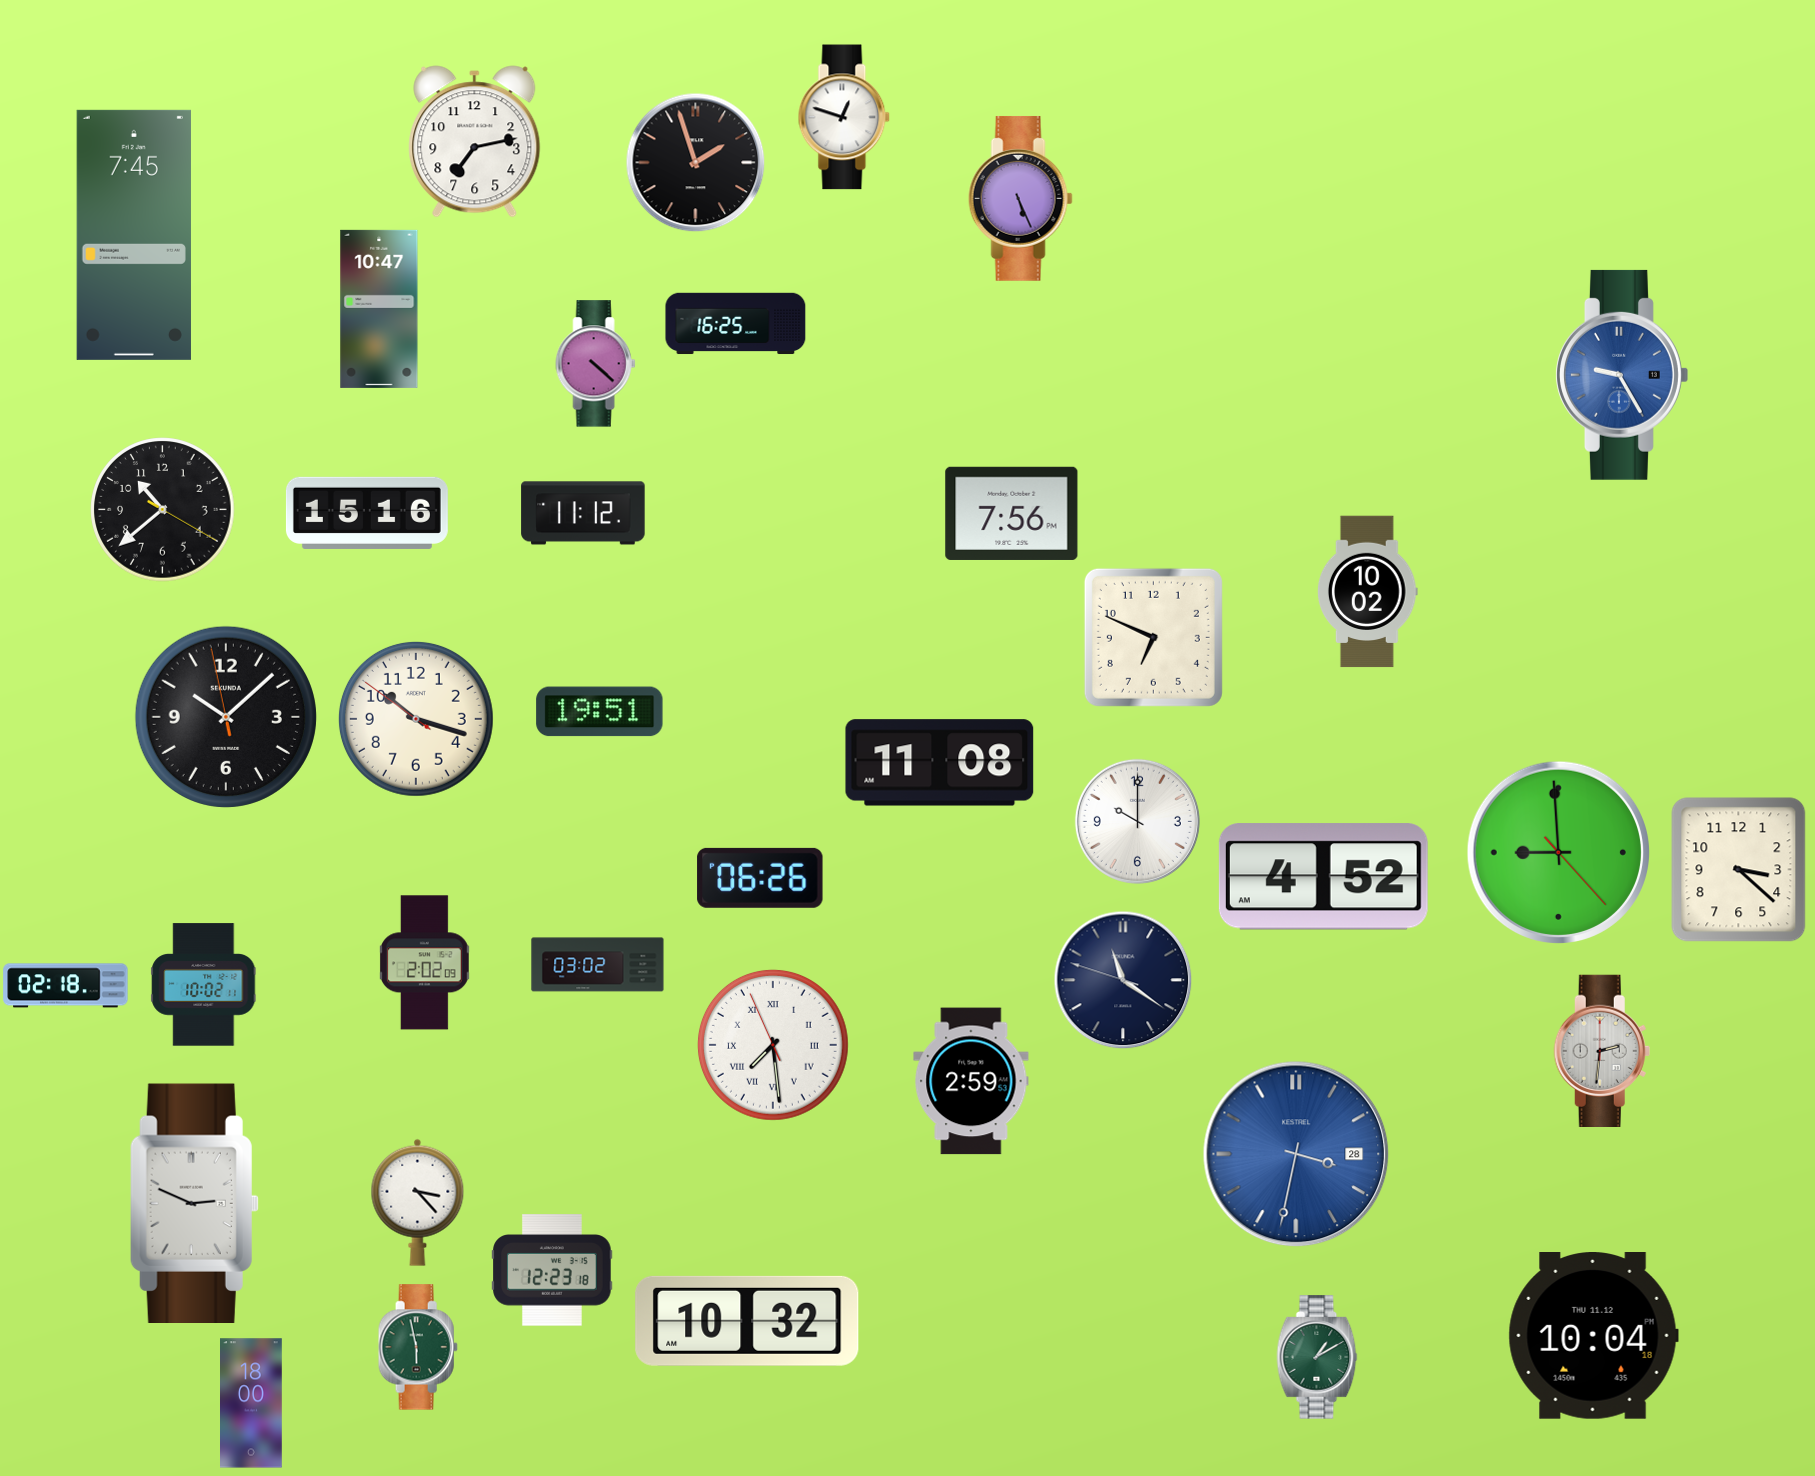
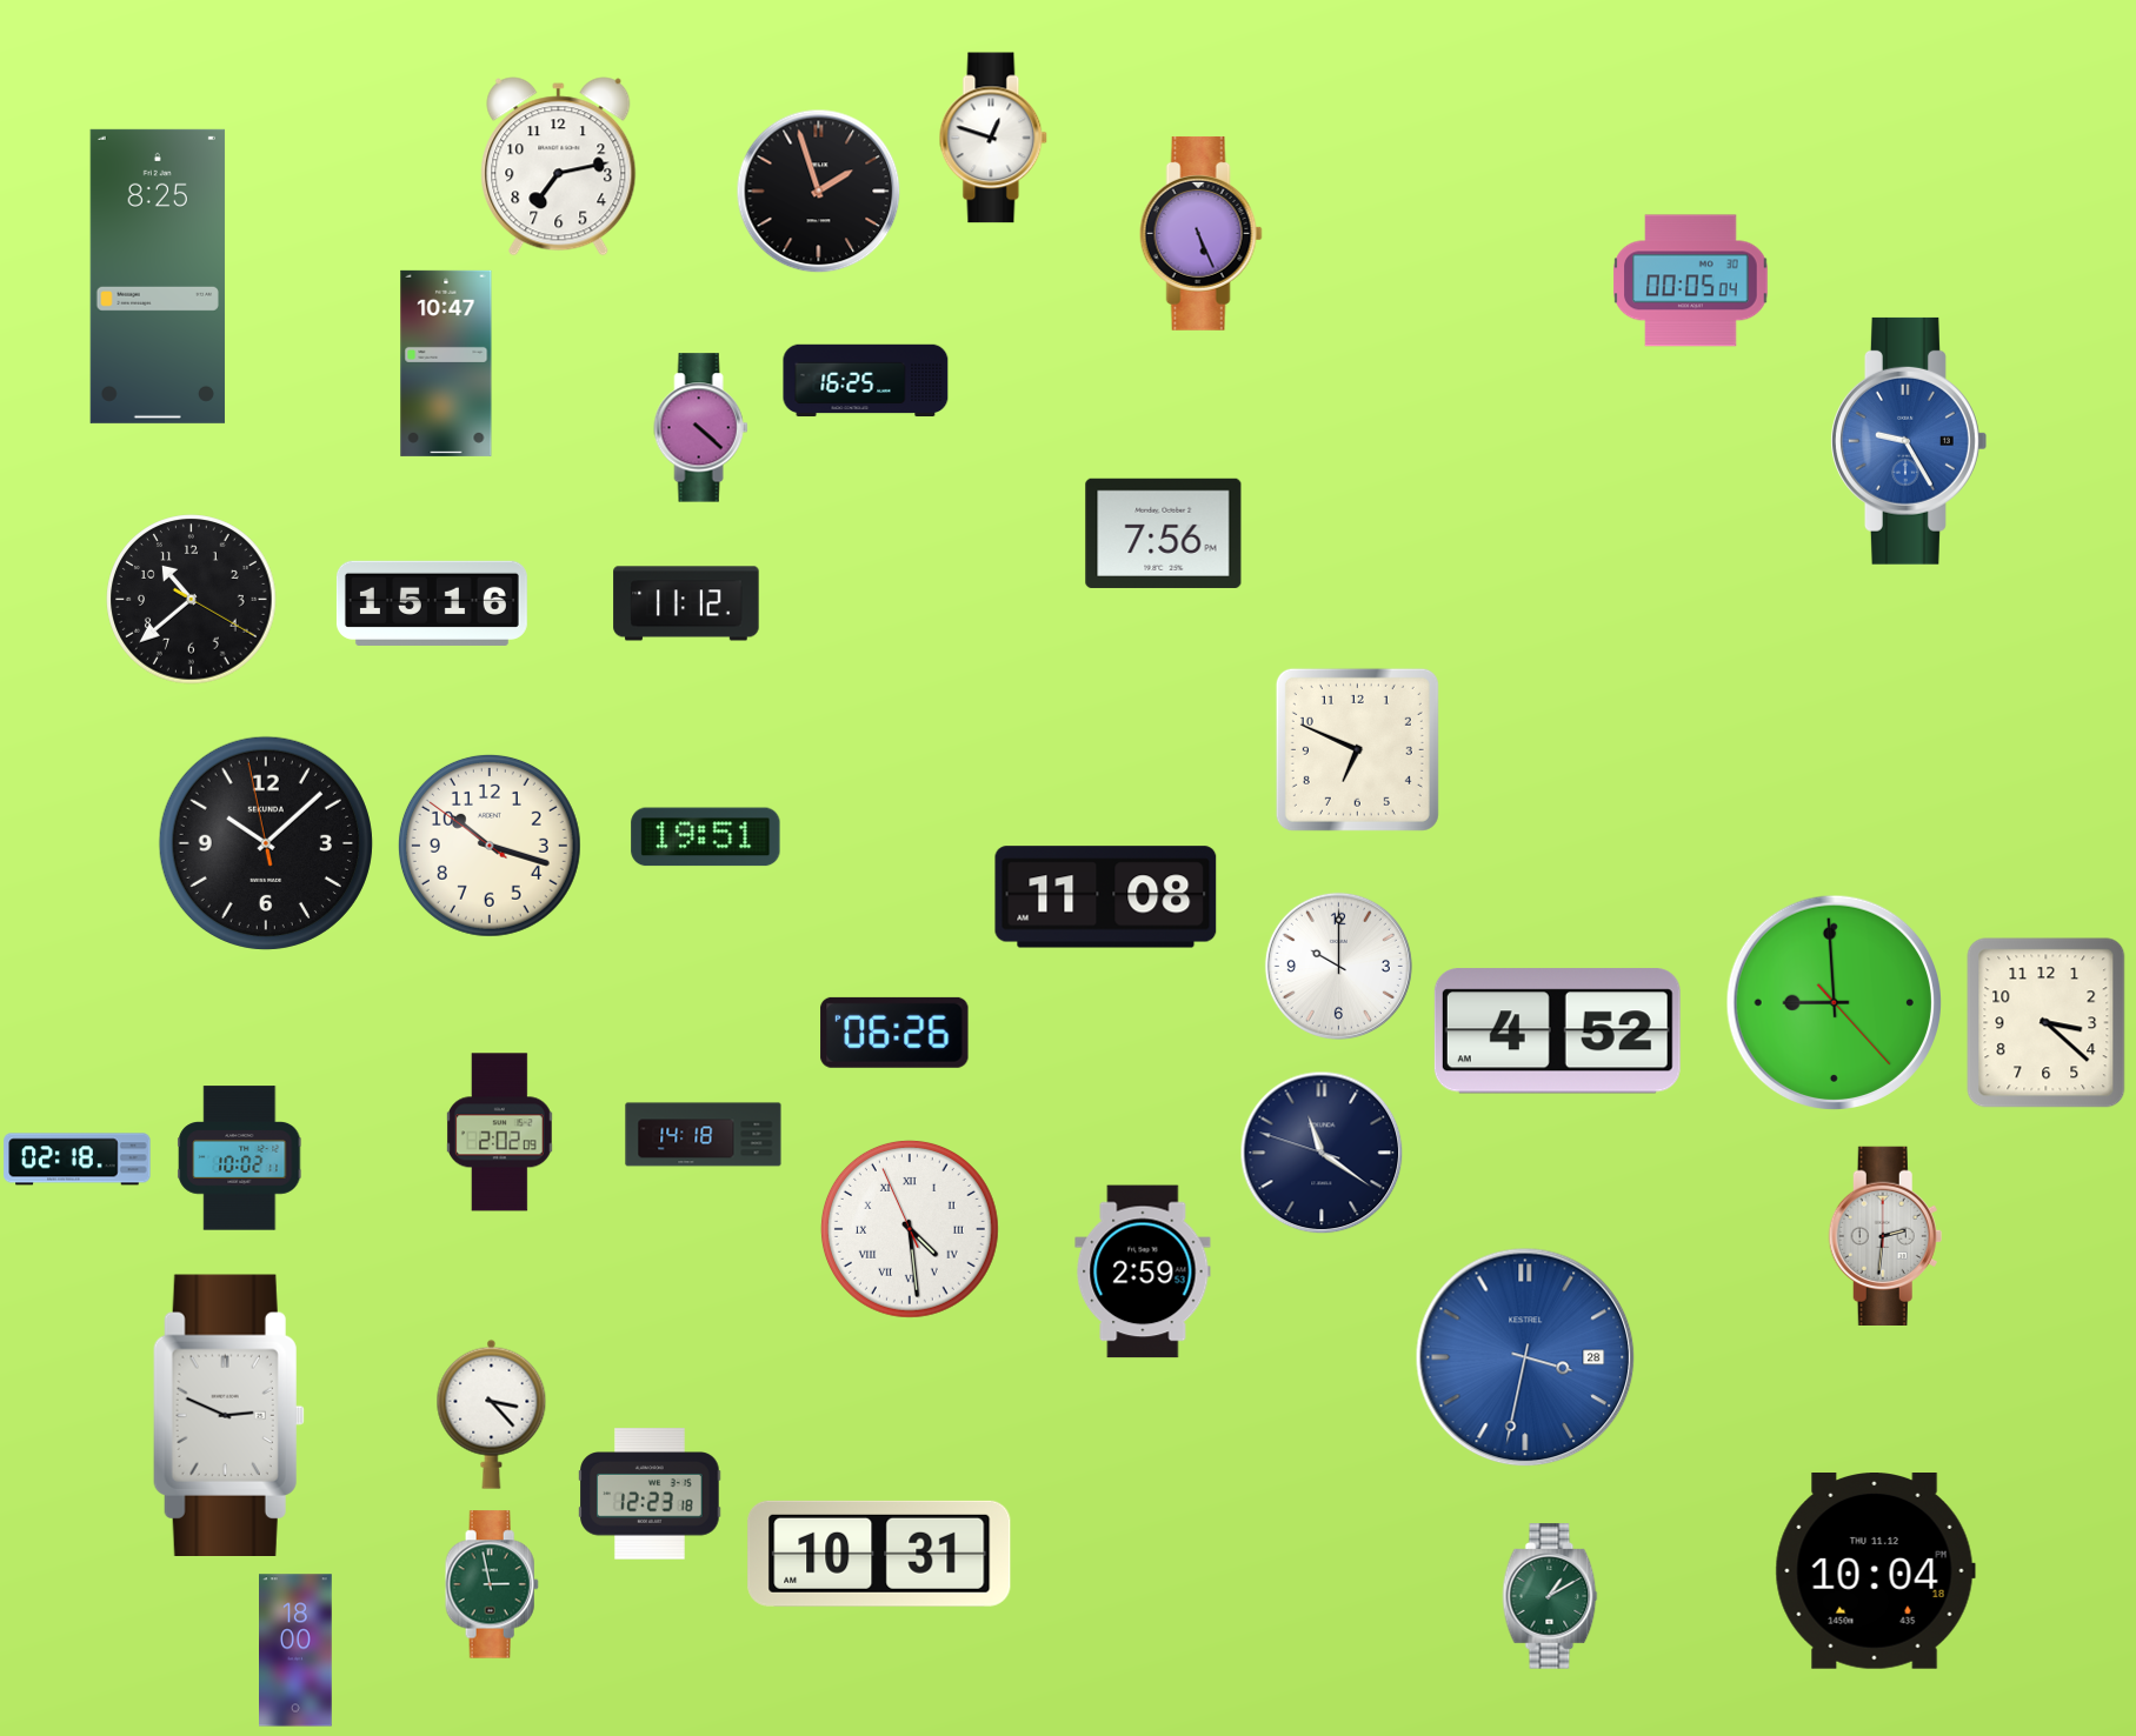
clock at (134, 235): 7:45 -> 8:25
clock at (1691, 281): none -> 00:05
clock at (1012, 513) position: (1012, 513) -> (1164, 533)
clock at (1367, 592): 10:02 -> none
clock at (598, 965): 03:02 -> 14:18
clock at (773, 1045): 7:28 -> 4:28
clock at (747, 1321): 10:32 -> 10:31
clock at (418, 1347): 5:58 -> 2:58
